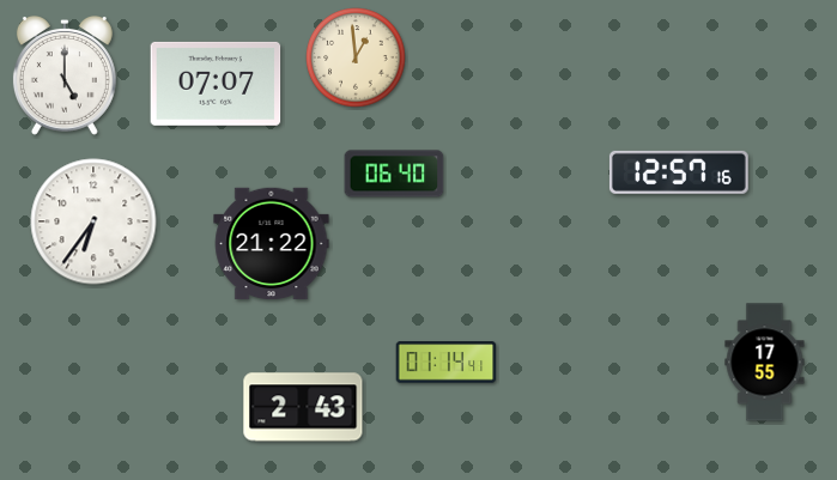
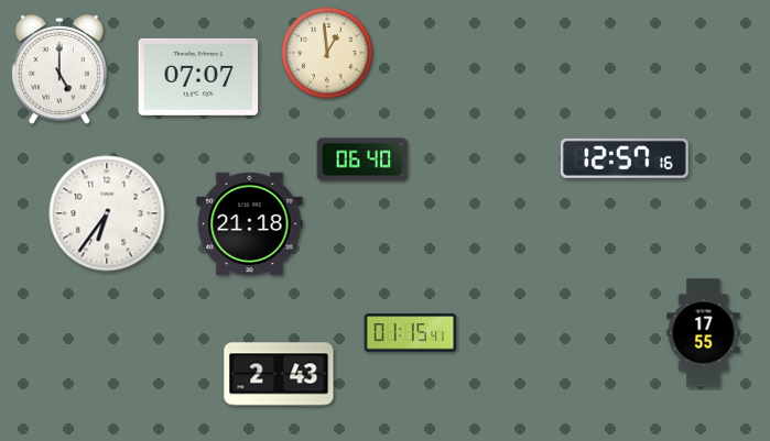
clock at (93, 221) position: (93, 221) -> (107, 213)
clock at (272, 244): 21:22 -> 21:18
clock at (447, 363): 01:14 -> 01:15
